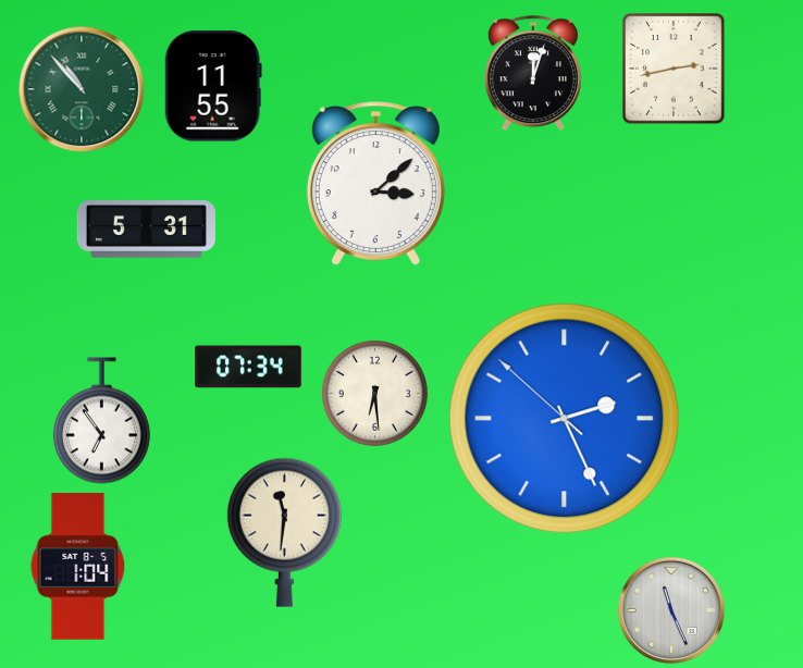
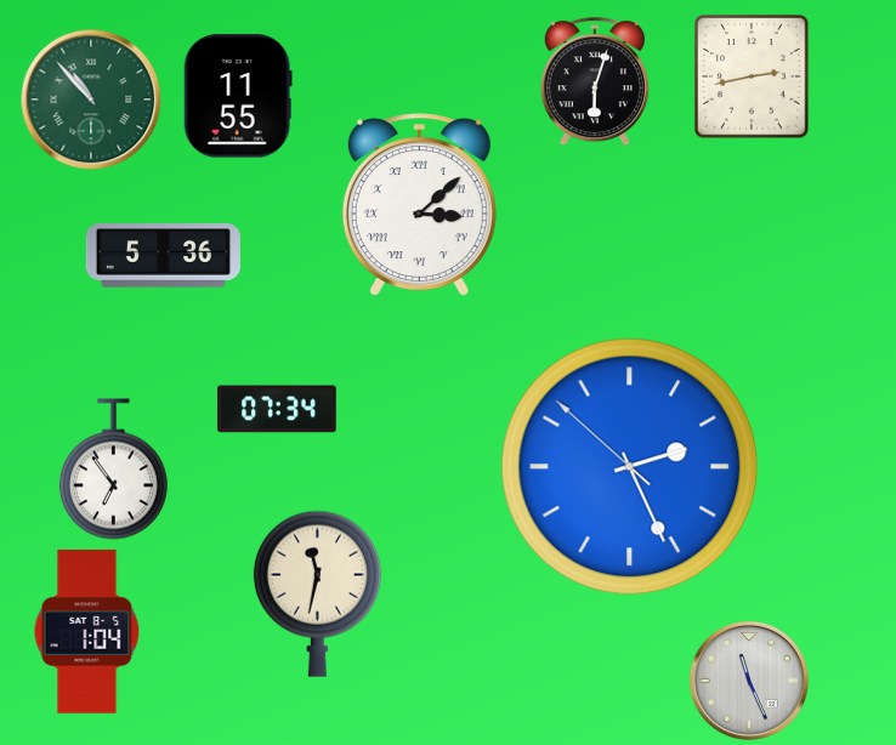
clock at (533, 74): 12:03 -> 6:03
clock at (375, 184) numerals: Arabic -> Roman
clock at (146, 230): 5:31 -> 5:36
clock at (375, 394): 6:29 -> none
clock at (284, 532): 11:31 -> 11:32
